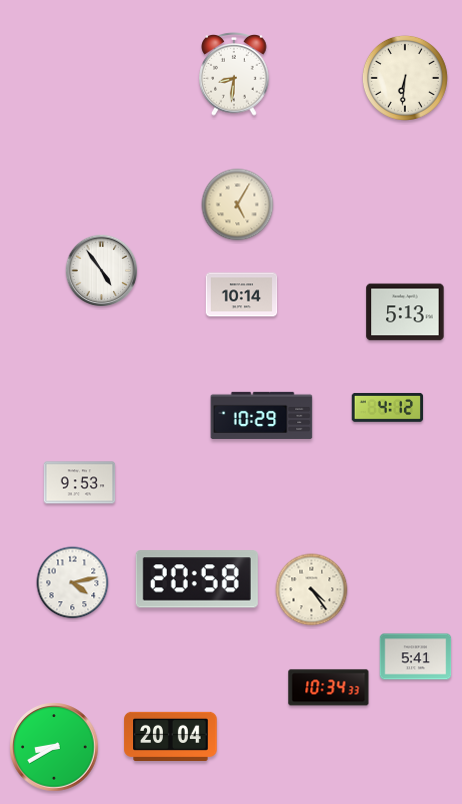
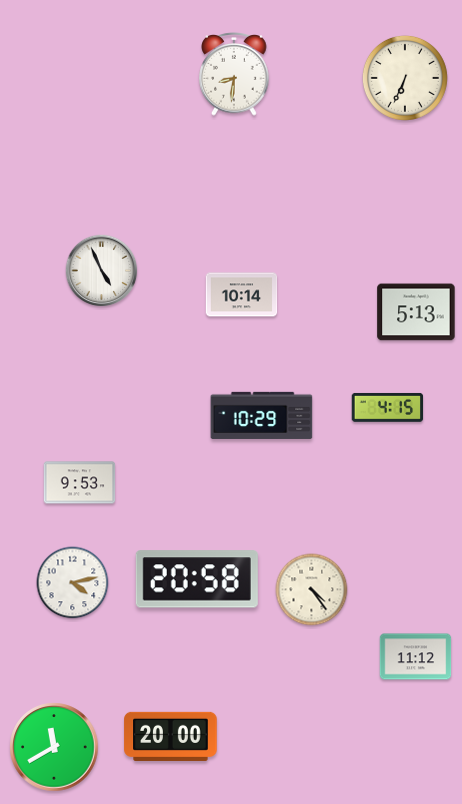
clock at (405, 78): 6:31 -> 6:34
clock at (238, 205): 5:05 -> none
clock at (102, 271): 4:54 -> 4:56
clock at (405, 312) position: (405, 312) -> (416, 312)
clock at (388, 407): 4:12 -> 4:15
clock at (416, 657): 5:41 -> 11:12
clock at (329, 688): 10:34 -> none
clock at (171, 736): 20:04 -> 20:00
clock at (54, 747): 8:40 -> 11:40
